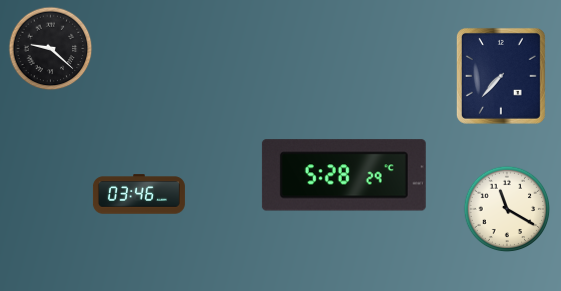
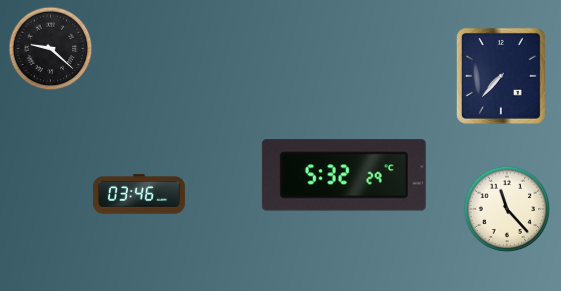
clock at (344, 175): 5:28 -> 5:32
clock at (507, 209): 11:20 -> 11:23
